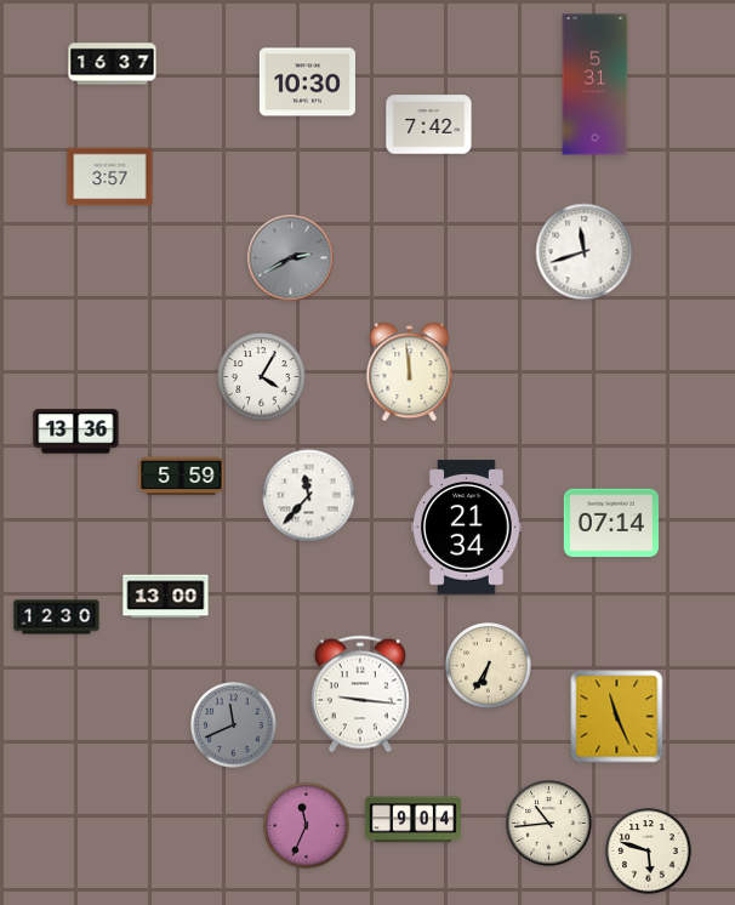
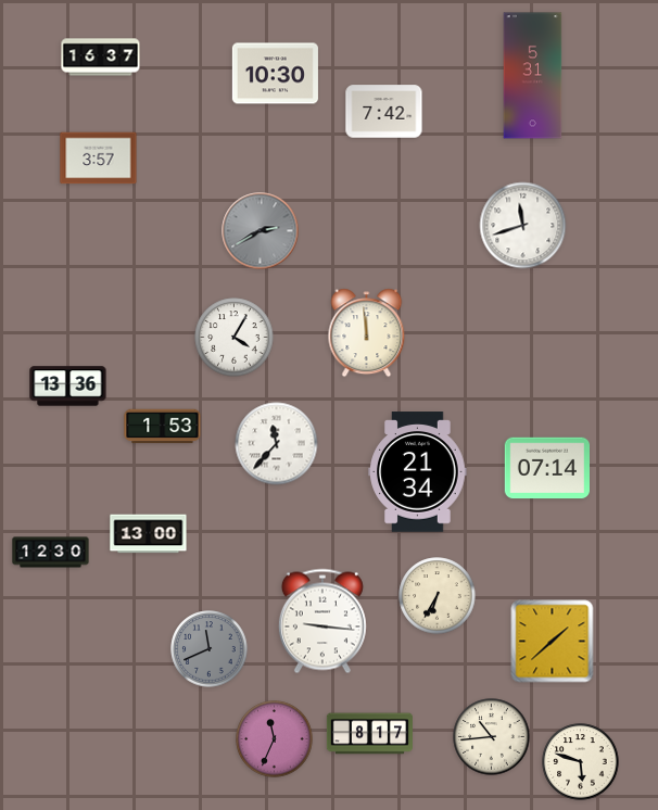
clock at (182, 477): 5:59 -> 1:53
clock at (617, 717): 11:26 -> 1:38
clock at (412, 820): 9:04 -> 8:17
